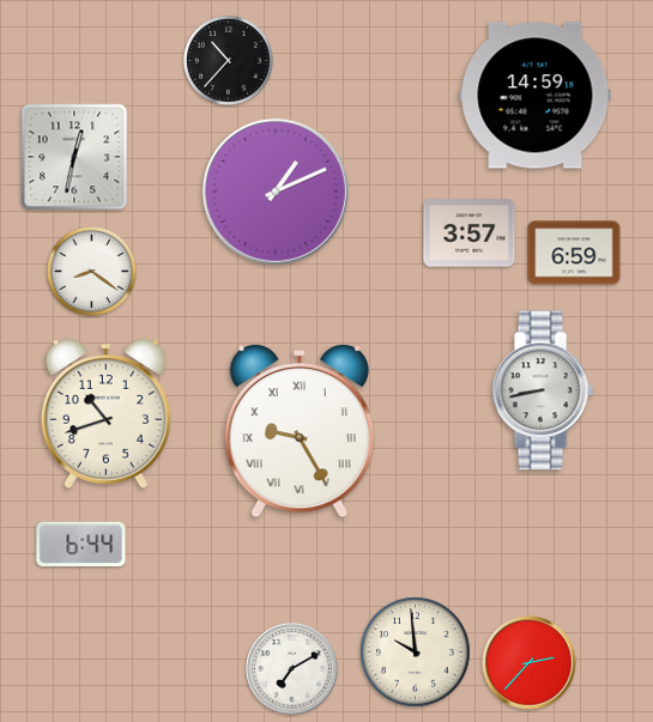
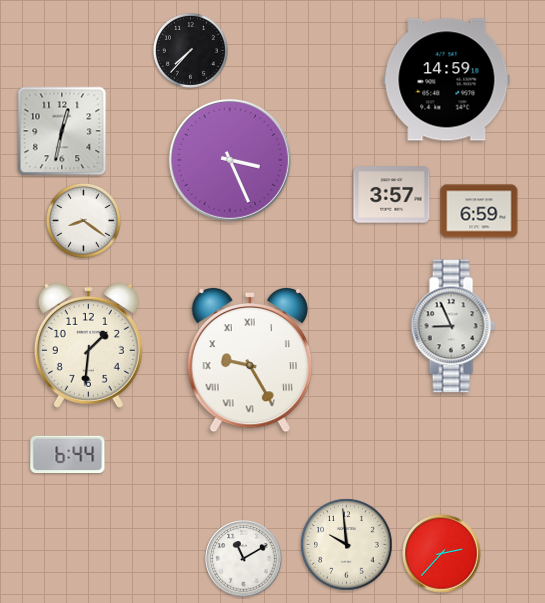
clock at (228, 60): 10:37 -> 7:37
clock at (276, 192): 1:11 -> 3:26
clock at (91, 271) position: (91, 271) -> (83, 220)
clock at (543, 390): 8:43 -> 8:56
clock at (105, 413): 10:42 -> 1:31
clock at (292, 669): 7:10 -> 11:10
